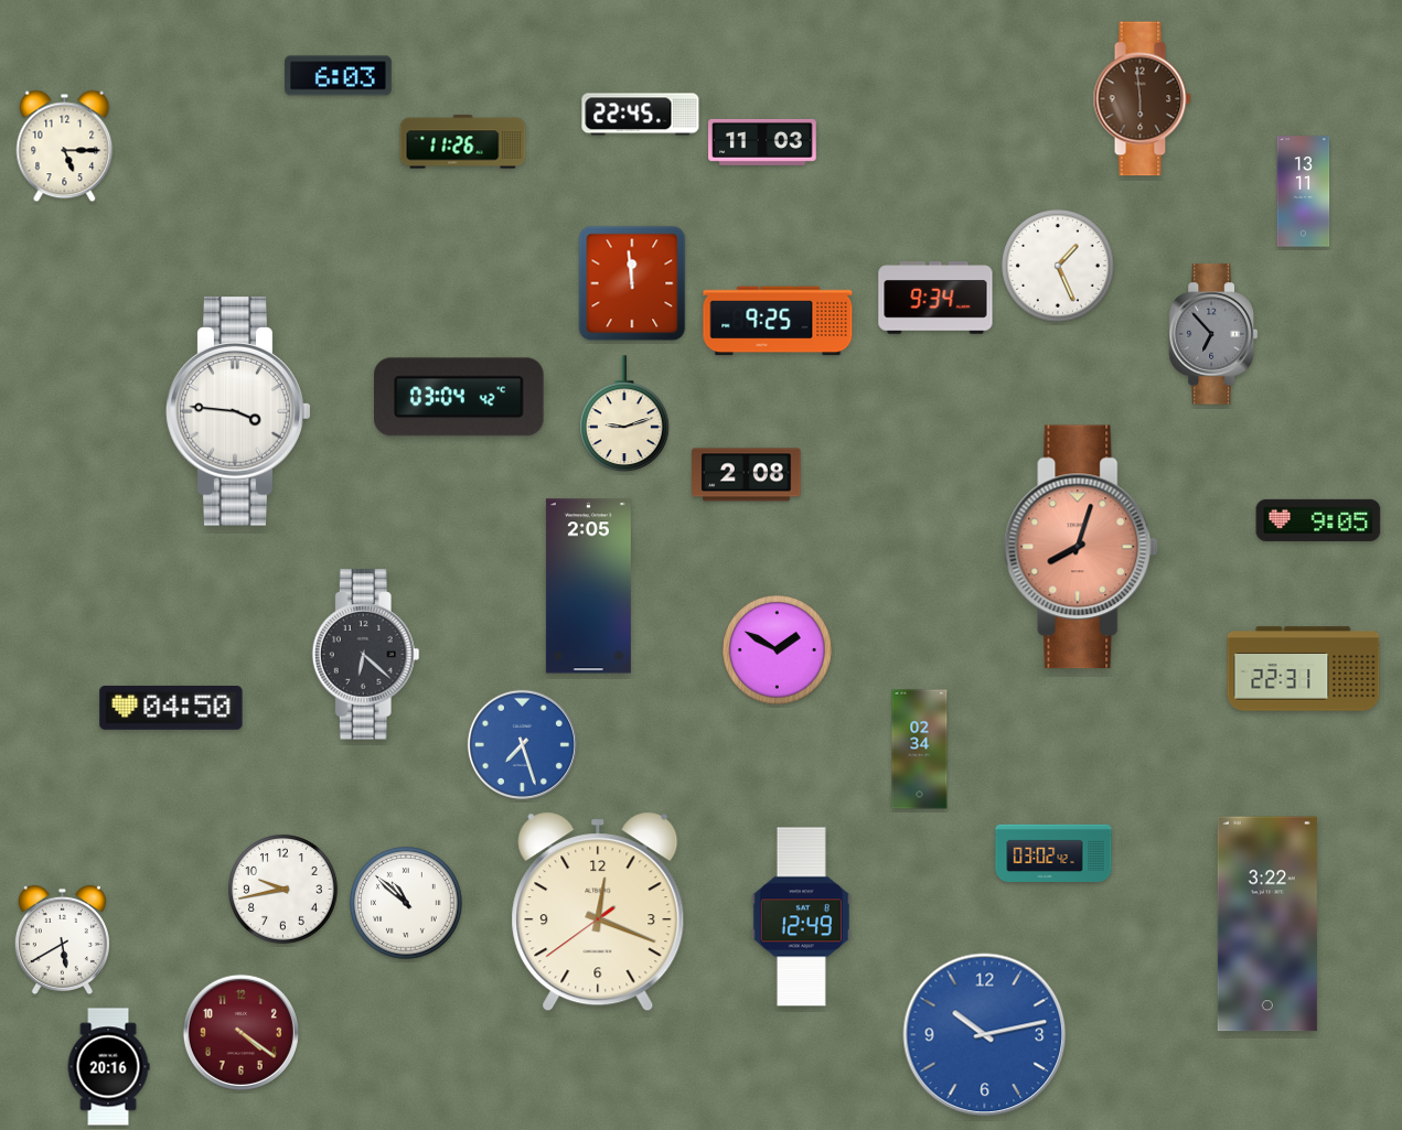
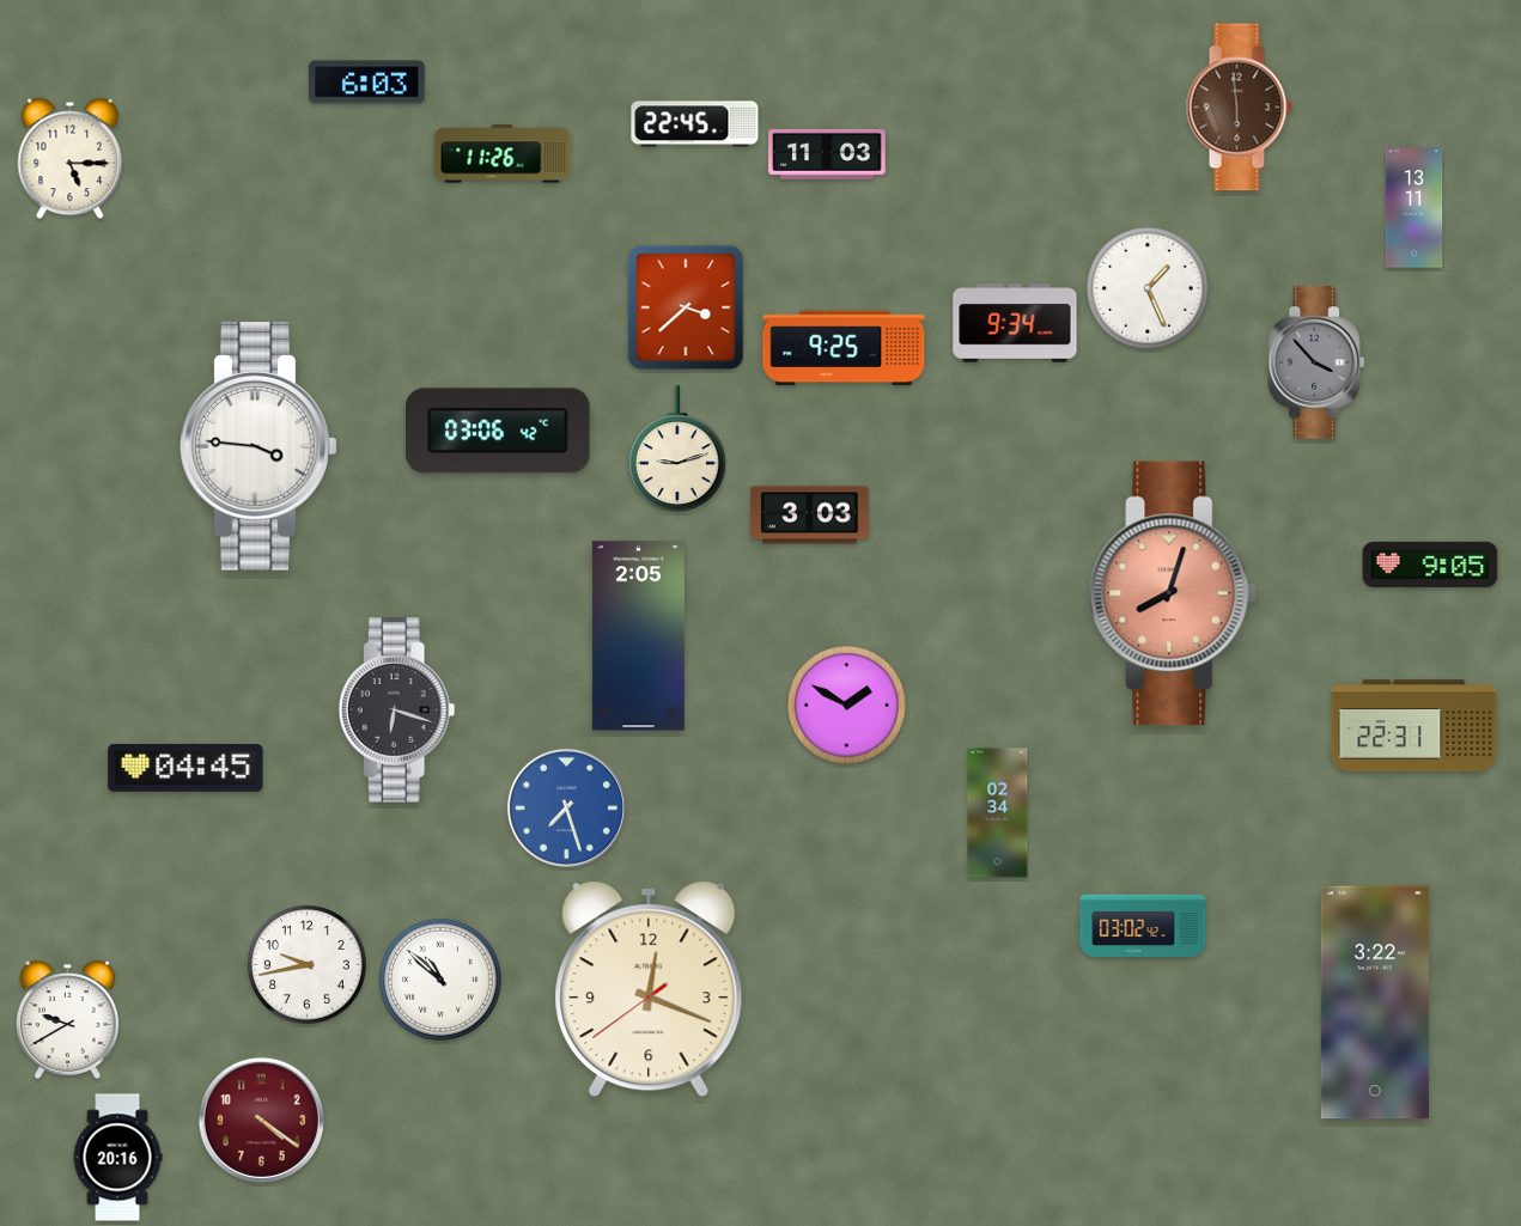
clock at (632, 283): 11:59 -> 3:38
clock at (1213, 334): 6:53 -> 3:53
clock at (460, 397): 03:04 -> 03:06
clock at (747, 475): 2:08 -> 3:03
clock at (778, 650) position: (778, 650) -> (847, 706)
clock at (365, 655): 6:22 -> 6:18
clock at (171, 708): 04:50 -> 04:45
clock at (801, 917): 12:49 -> none
clock at (62, 940): 5:40 -> 9:40
clock at (985, 1035): 10:13 -> none
